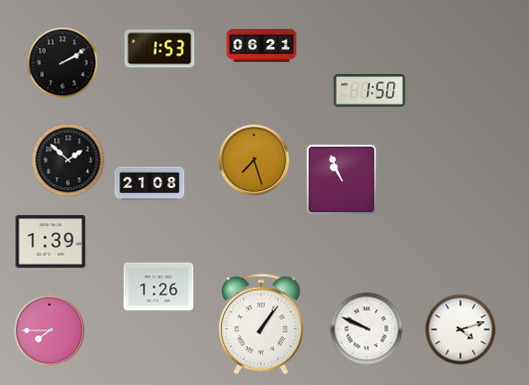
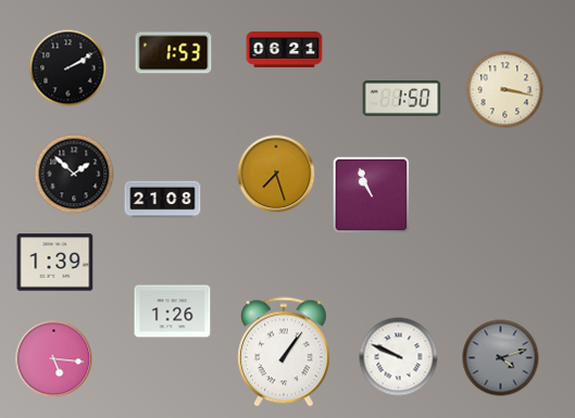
clock at (505, 90): none -> 3:17
clock at (461, 330) dial: white -> grey
clock at (50, 331): 7:45 -> 5:16
